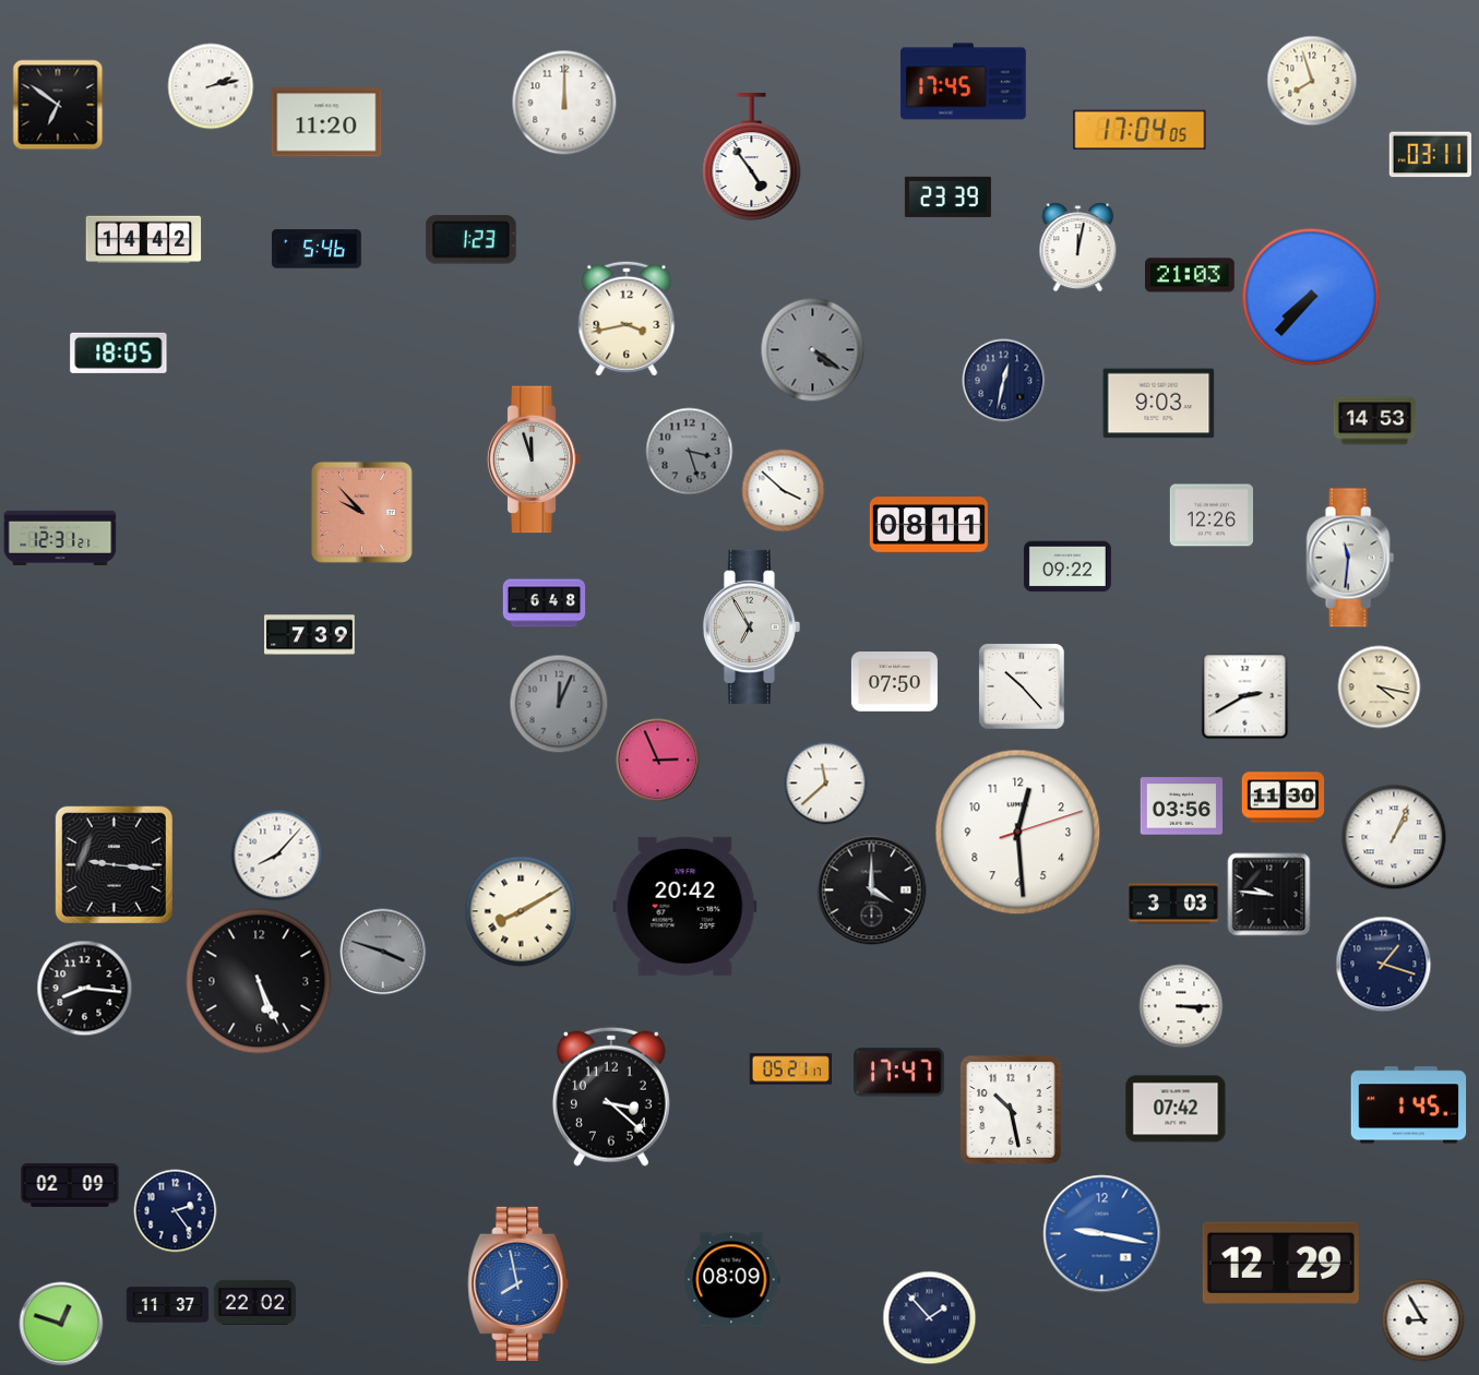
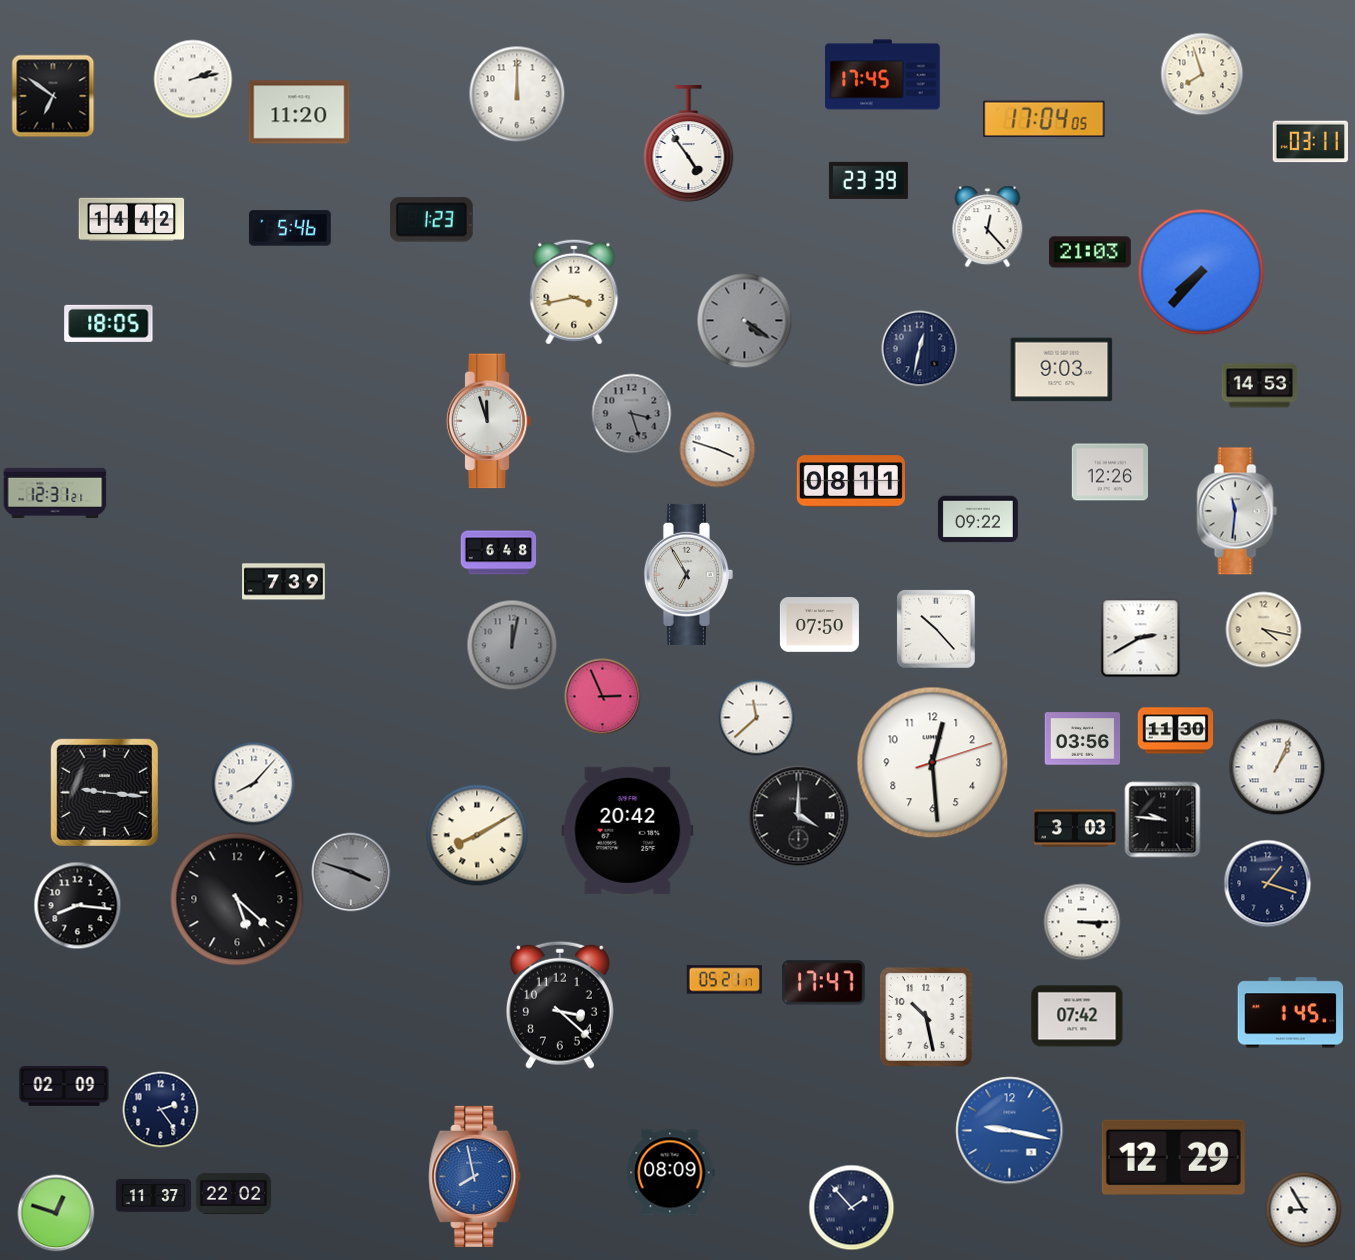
clock at (1078, 248): 12:02 -> 12:23
clock at (784, 491): 3:52 -> 3:48
clock at (361, 512): 9:53 -> none
clock at (559, 704): 12:04 -> 12:02
clock at (259, 981): 5:26 -> 5:22
